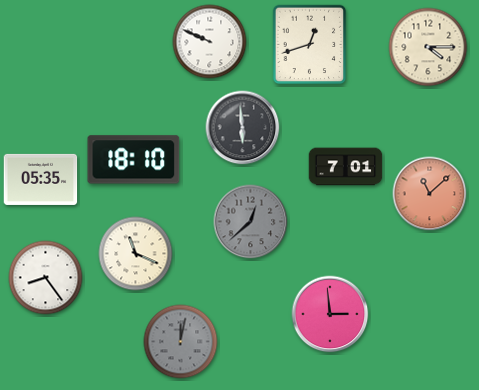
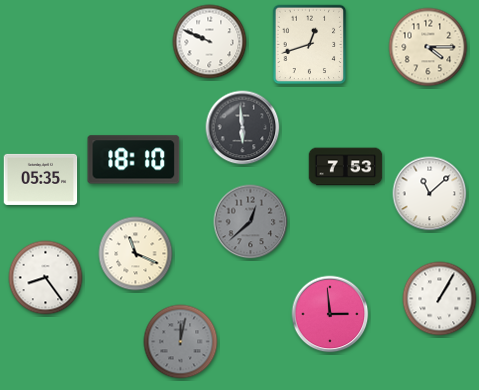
clock at (346, 167): 7:01 -> 7:53
clock at (430, 194) dial: salmon -> white
clock at (440, 299): none -> 1:05
